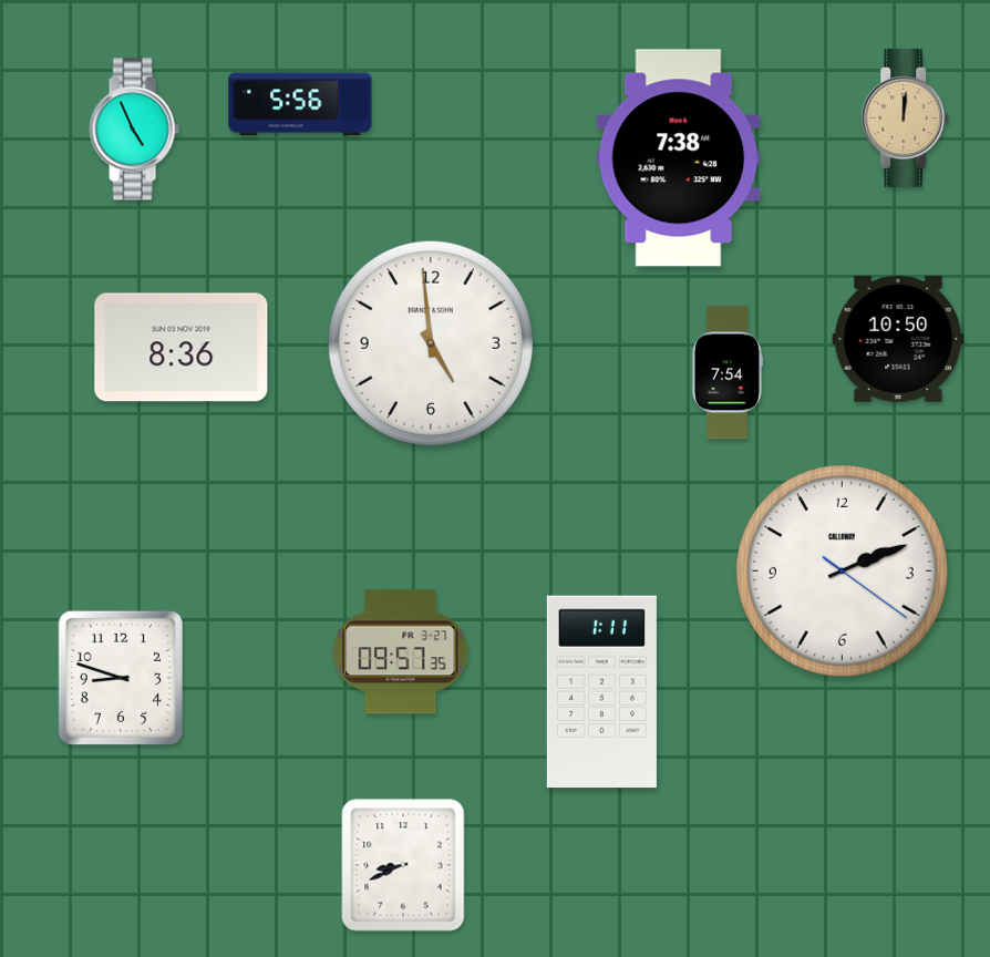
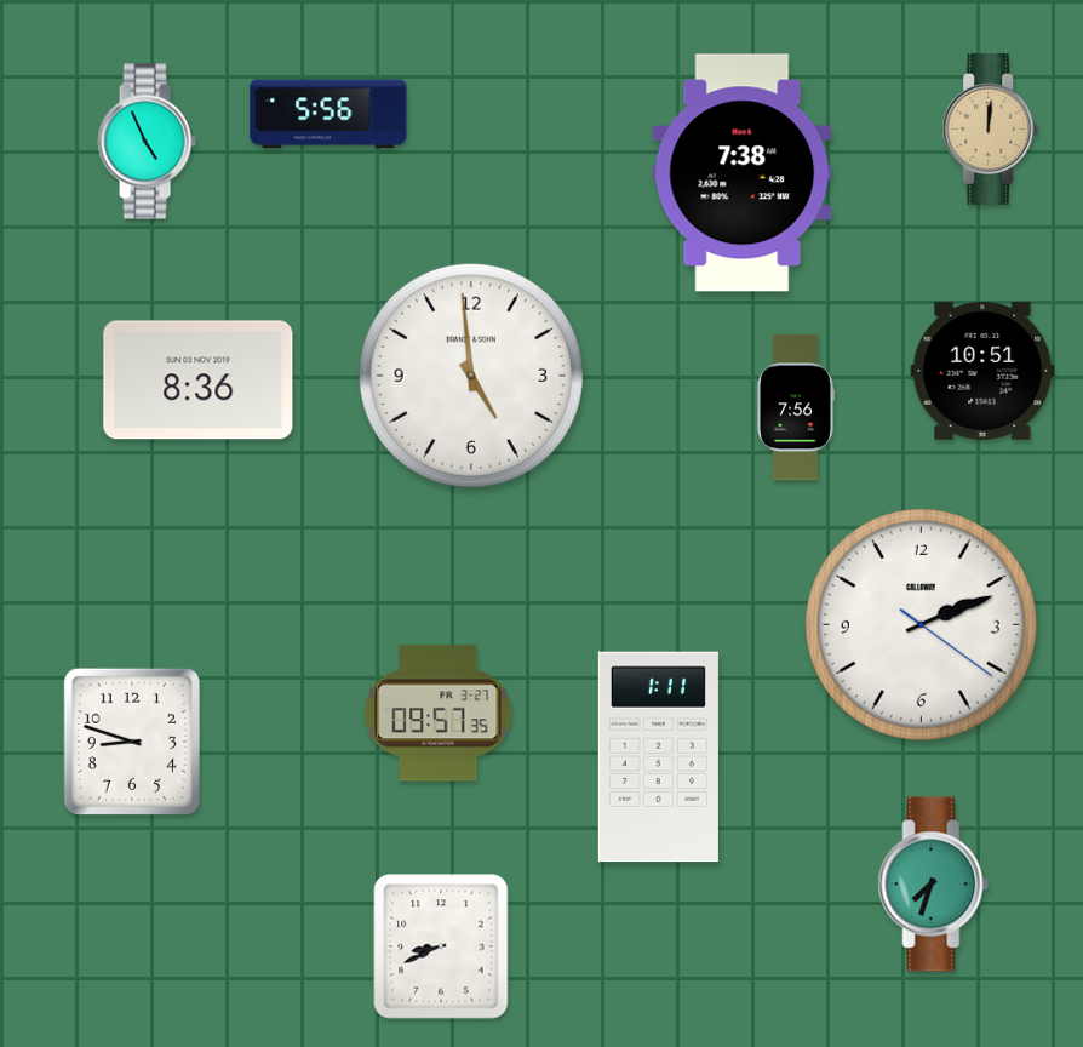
clock at (898, 339): 10:50 -> 10:51
clock at (726, 372): 7:54 -> 7:56
clock at (934, 885): none -> 7:33
